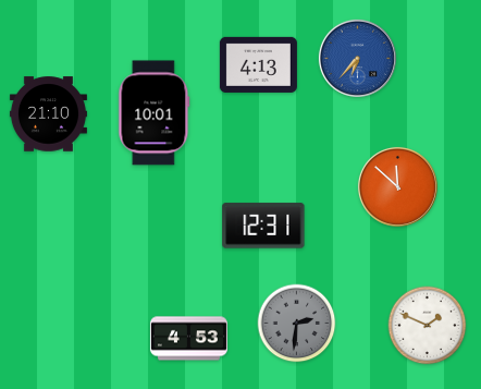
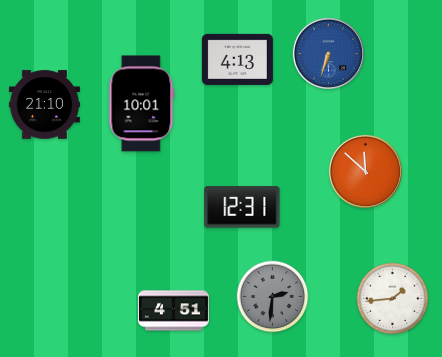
clock at (357, 58): 6:37 -> 6:33
clock at (428, 326): 1:49 -> 1:44
clock at (188, 339): 4:53 -> 4:51
